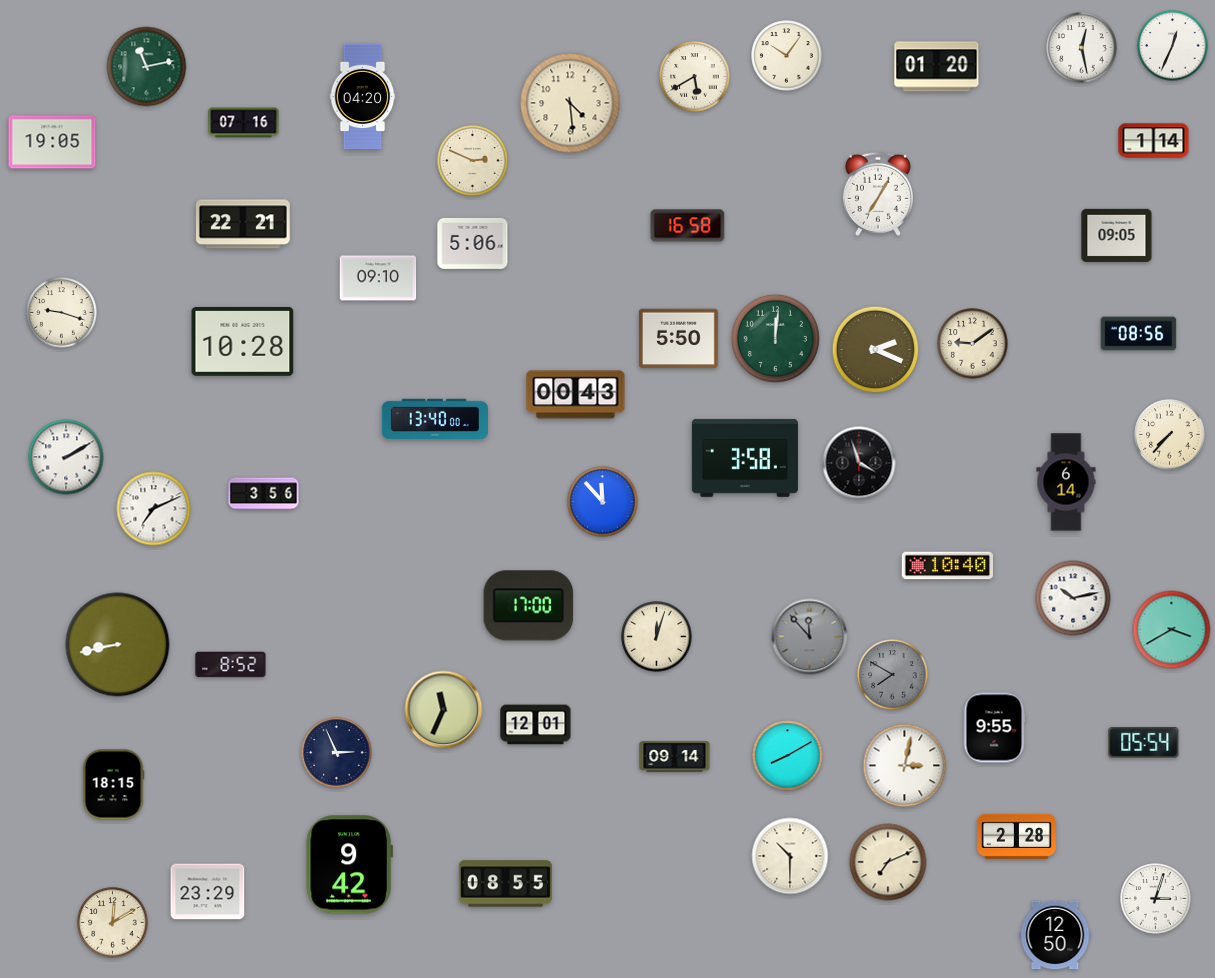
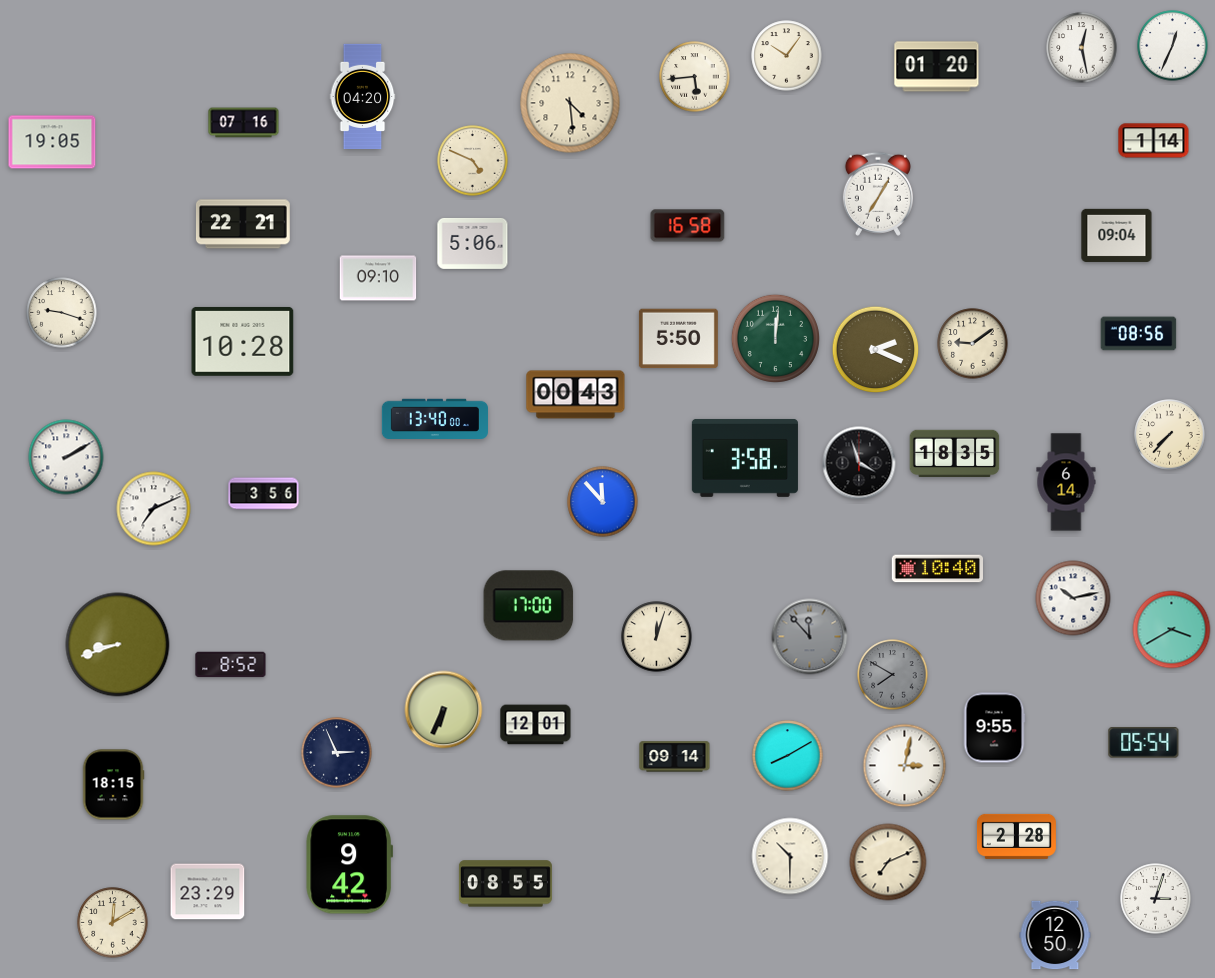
clock at (147, 67): 11:13 -> none
clock at (695, 77): 5:40 -> 5:44
clock at (473, 161): 2:49 -> 4:49
clock at (1117, 235): 09:05 -> 09:04
clock at (955, 453): none -> 18:35
clock at (947, 566) position: (947, 566) -> (937, 569)
clock at (118, 645): 8:43 -> 8:42
clock at (444, 710): 11:34 -> 6:34
